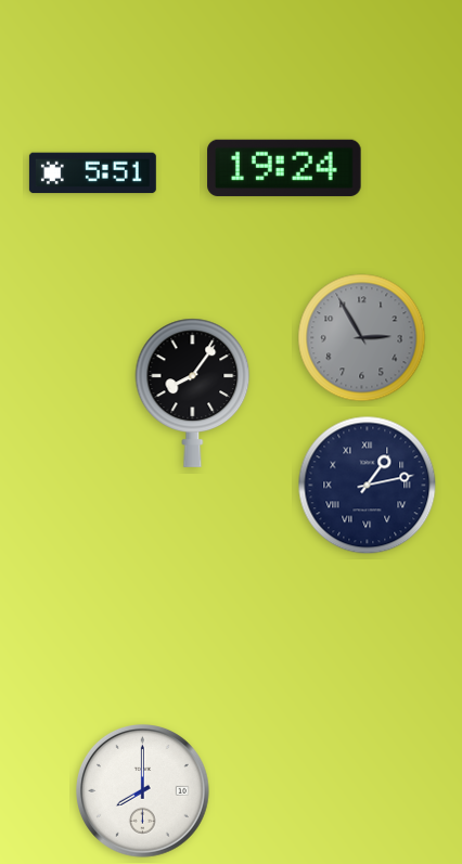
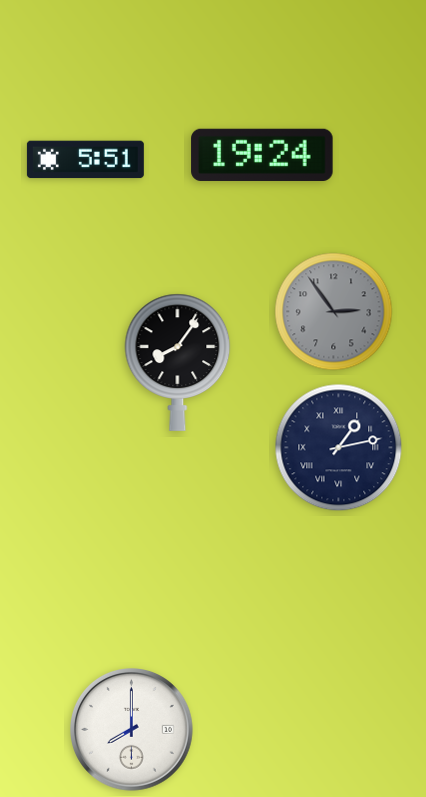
clock at (362, 338): 2:55 -> 2:54
